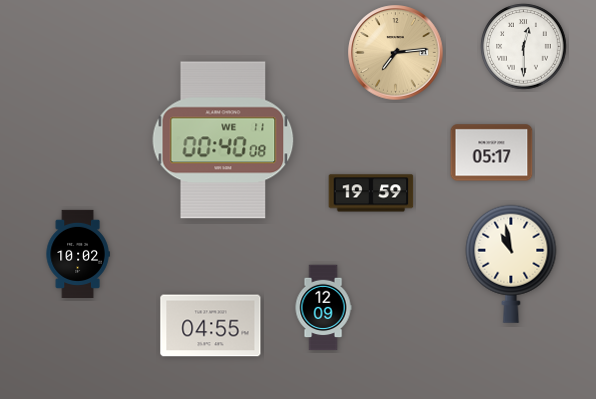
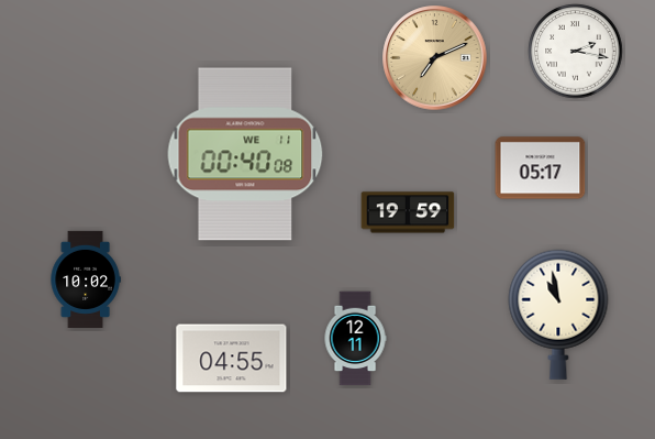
clock at (524, 47): 12:30 -> 2:17
clock at (396, 53): 7:14 -> 7:11
clock at (511, 264) position: (511, 264) -> (558, 315)
clock at (323, 308): 12:09 -> 12:11
